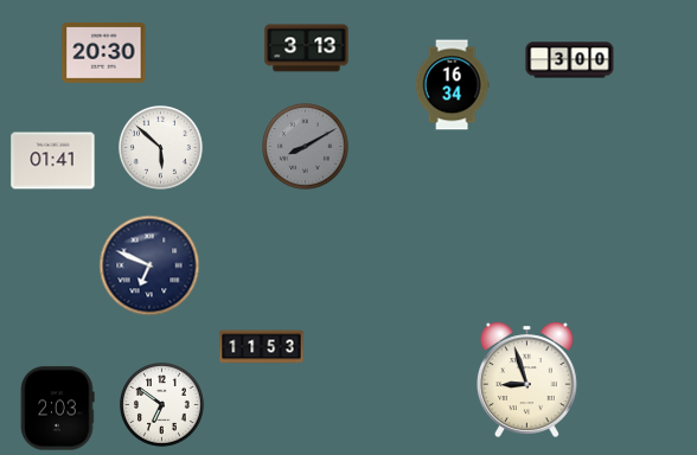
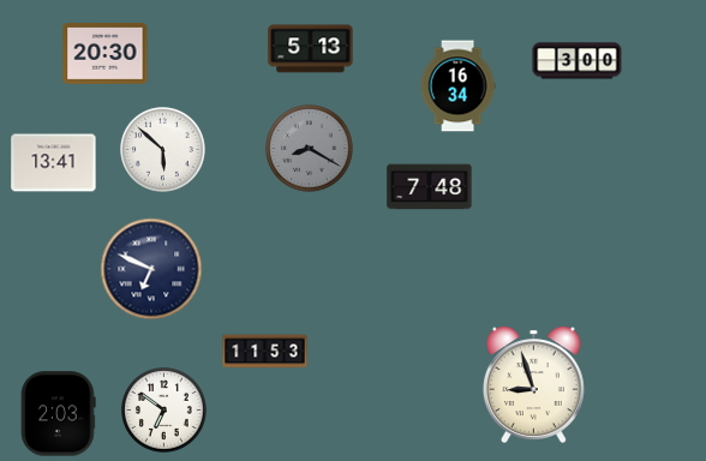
clock at (307, 49): 3:13 -> 5:13
clock at (306, 147): 8:10 -> 8:20
clock at (53, 161): 01:41 -> 13:41
clock at (430, 187): none -> 7:48
